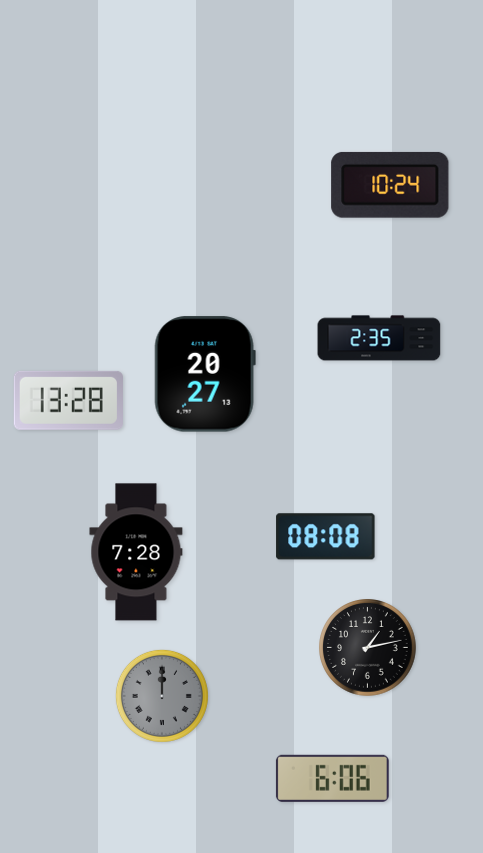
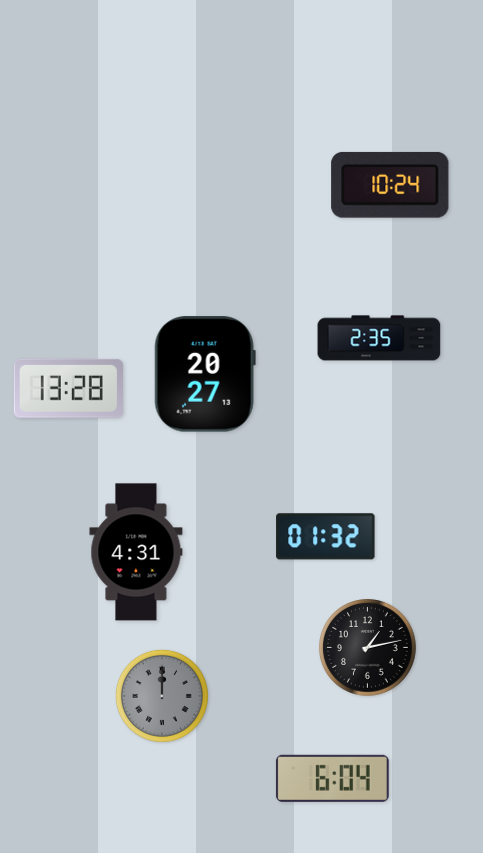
clock at (68, 400) position: (68, 400) -> (68, 388)
clock at (326, 537): 08:08 -> 01:32
clock at (136, 552): 7:28 -> 4:31
clock at (332, 778): 6:06 -> 6:04
